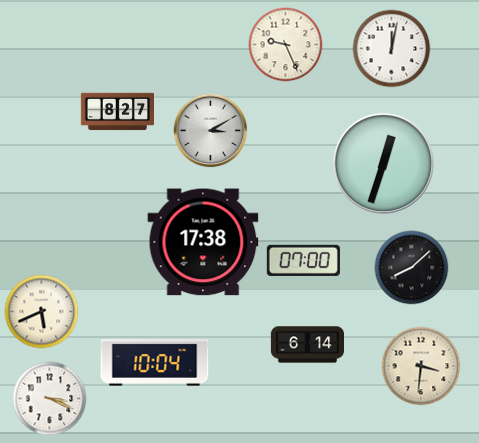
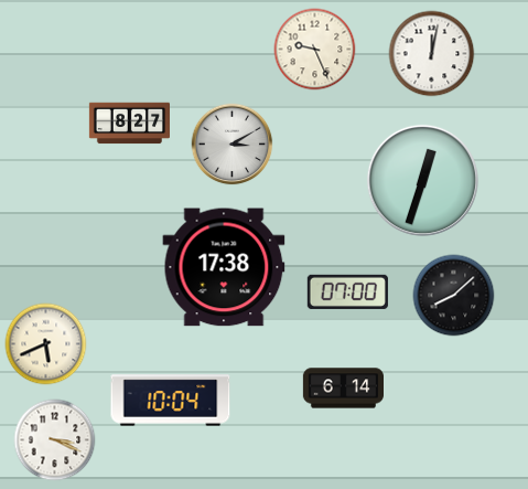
clock at (303, 260) position: (303, 260) -> (347, 291)
clock at (307, 345) position: (307, 345) -> (343, 389)
clock at (421, 366): 3:31 -> none
